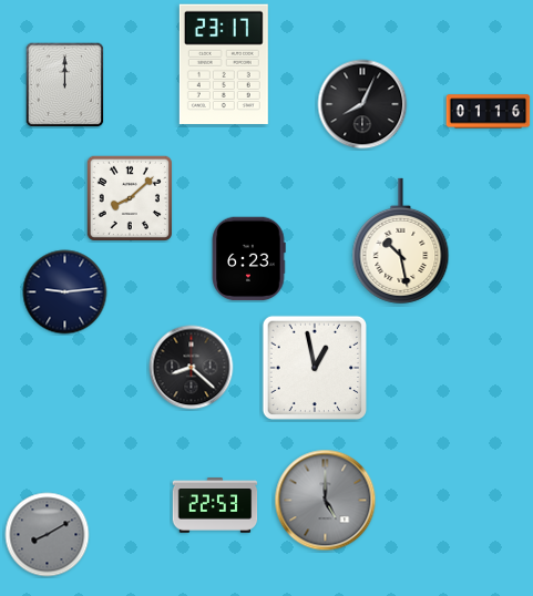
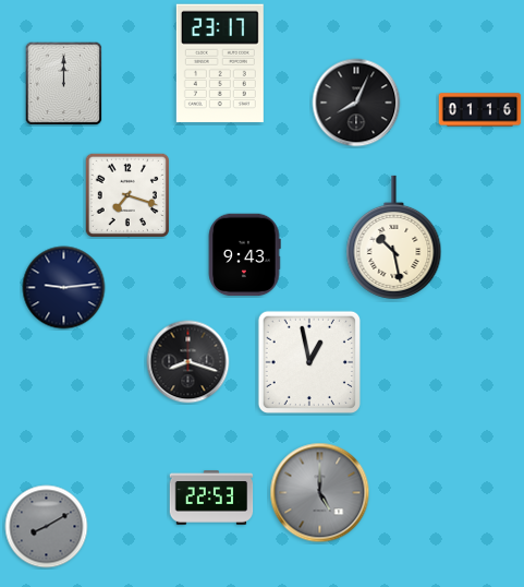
clock at (129, 197): 8:08 -> 7:18
clock at (248, 259): 6:23 -> 9:43
clock at (192, 368): 8:22 -> 8:18
